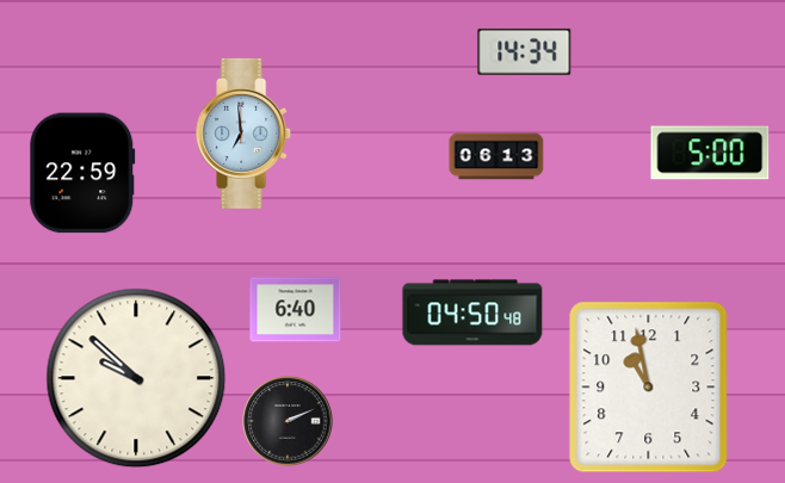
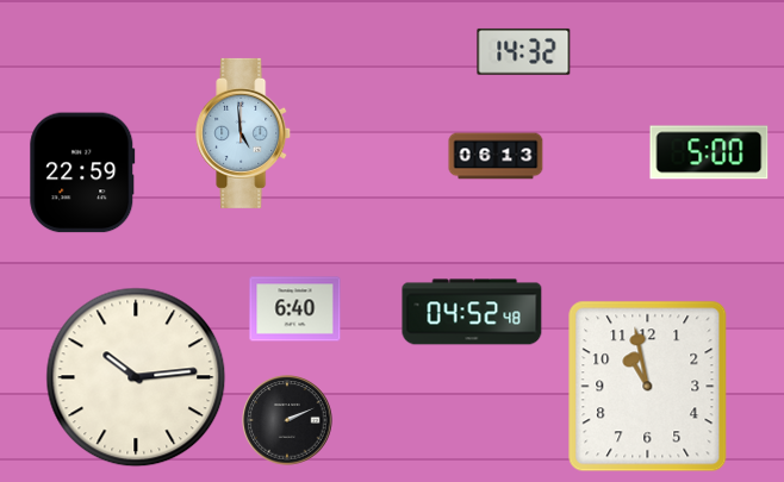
clock at (525, 51): 14:34 -> 14:32
clock at (245, 134): 6:59 -> 4:59
clock at (472, 312): 04:50 -> 04:52
clock at (136, 378): 9:52 -> 10:14
